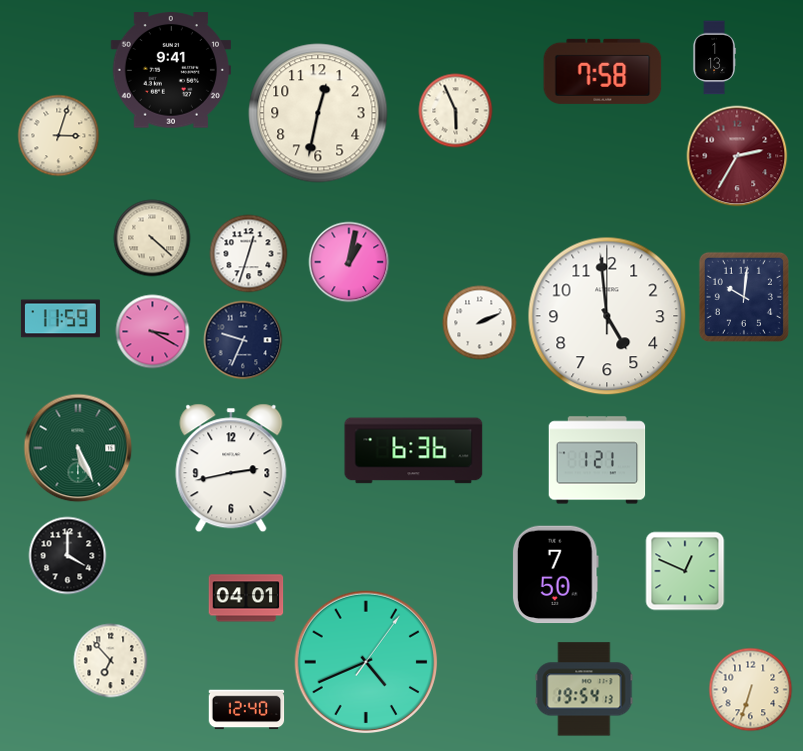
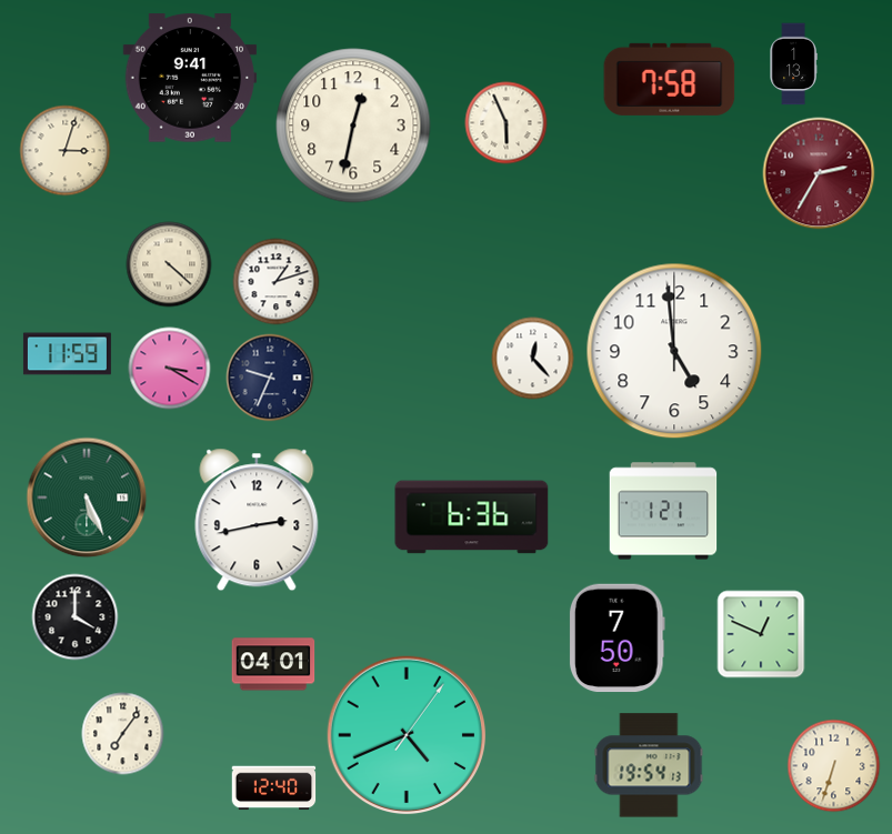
clock at (249, 254): 12:33 -> 1:12
clock at (349, 262): 1:02 -> none
clock at (744, 297): 10:01 -> none
clock at (480, 323): 2:11 -> 12:23
clock at (414, 451) position: (414, 451) -> (472, 518)
clock at (111, 661): 6:53 -> 7:06
